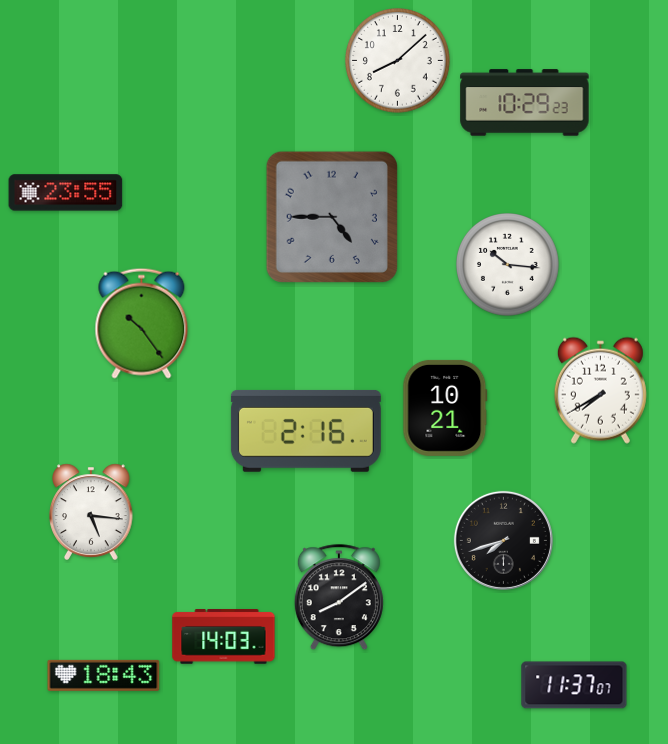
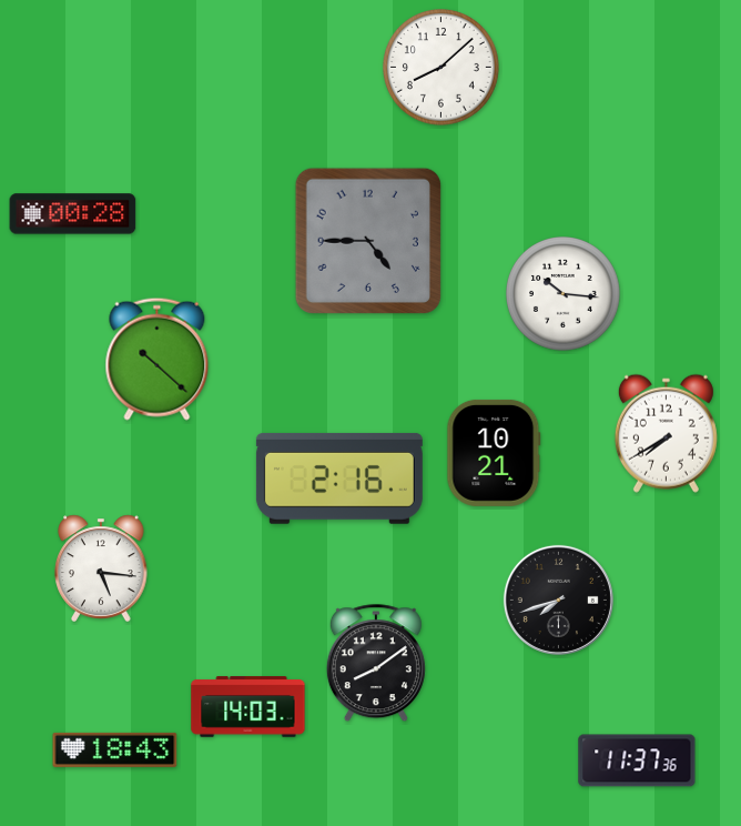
clock at (525, 103): 10:29 -> none
clock at (66, 193): 23:55 -> 00:28
clock at (142, 323): 10:24 -> 10:22
clock at (574, 685): 11:37:07 -> 11:37:36
